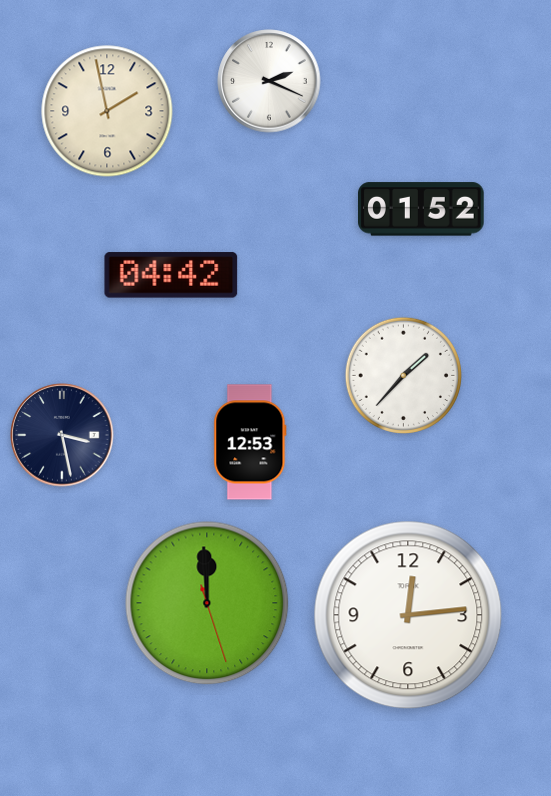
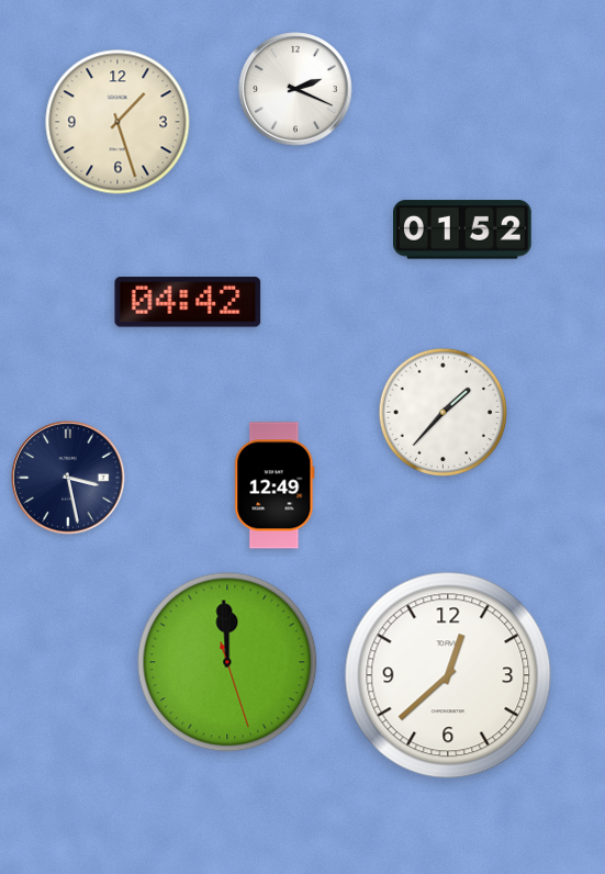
clock at (107, 111): 1:58 -> 1:27
clock at (250, 442): 12:53 -> 12:49
clock at (408, 615): 12:14 -> 12:38
